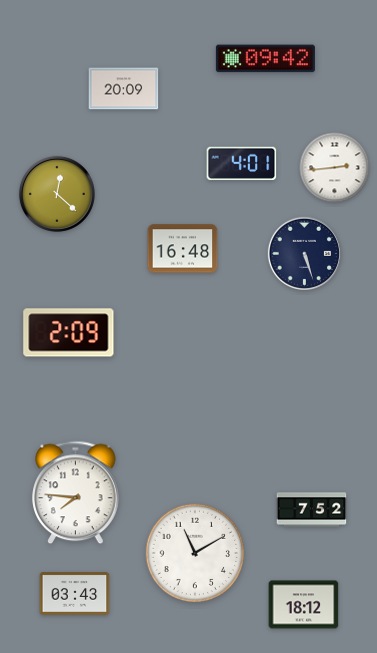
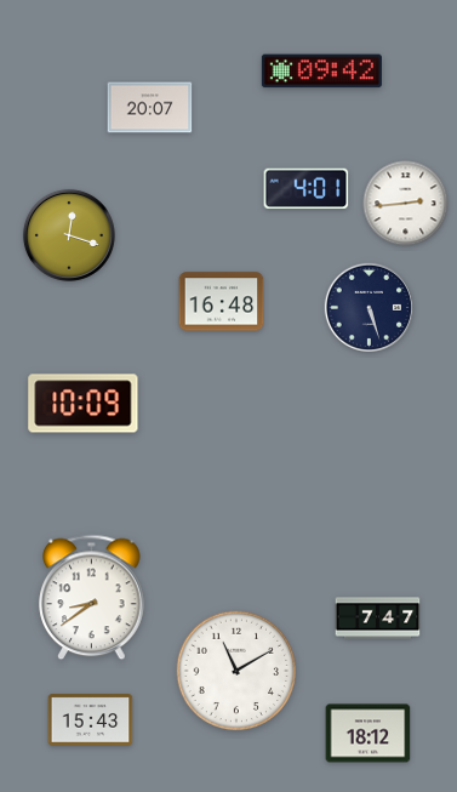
clock at (124, 89): 20:09 -> 20:07
clock at (242, 164) position: (242, 164) -> (307, 189)
clock at (57, 194): 12:22 -> 12:18
clock at (69, 333): 2:09 -> 10:09
clock at (76, 493): 7:46 -> 8:39
clock at (312, 510): 7:52 -> 7:47
clock at (75, 594): 03:43 -> 15:43
